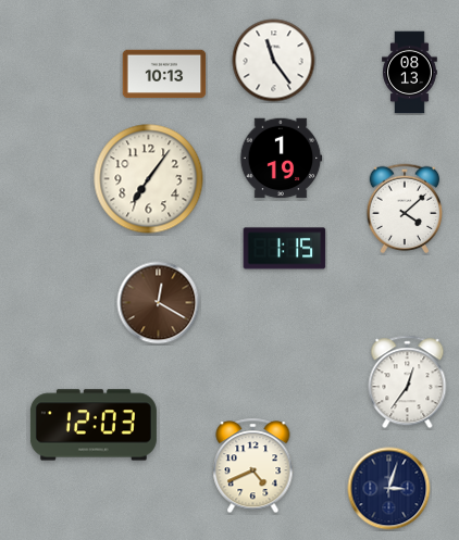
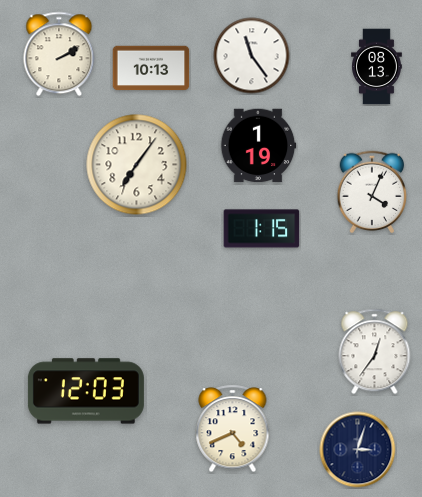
clock at (59, 54): none -> 2:10
clock at (405, 209): 4:08 -> 4:04
clock at (159, 303): 12:20 -> none
